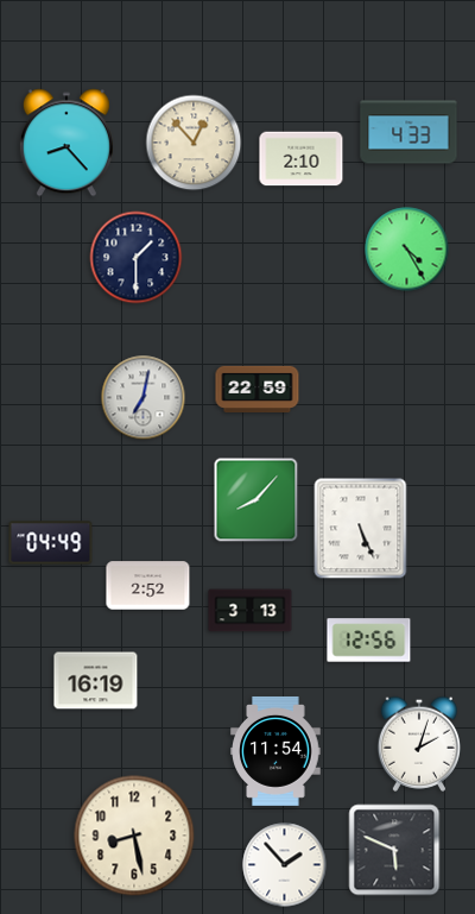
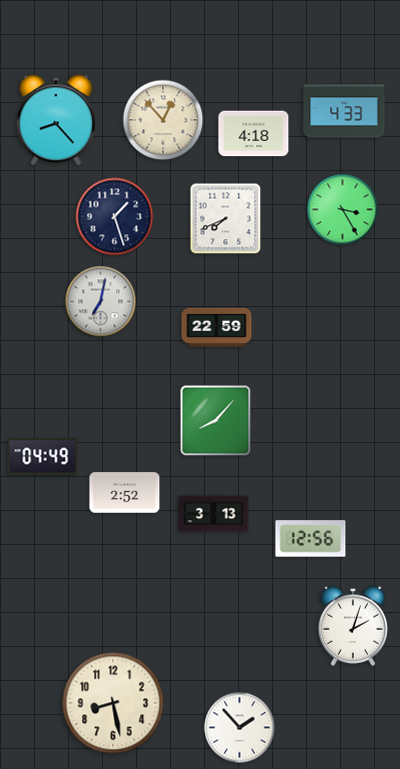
clock at (302, 159): 2:10 -> 4:18
clock at (407, 250): 4:25 -> 3:25
clock at (137, 258): 1:30 -> 1:27
clock at (226, 219): none -> 7:41
clock at (144, 398) position: (144, 398) -> (101, 302)
clock at (361, 529): 5:26 -> none
clock at (251, 611) position: (251, 611) -> (214, 514)
clock at (96, 681): 16:19 -> none
clock at (275, 751): 11:54 -> none
clock at (394, 850): 5:49 -> none
